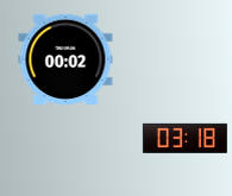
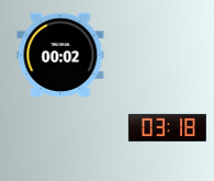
clock at (184, 138) position: (184, 138) -> (167, 127)
